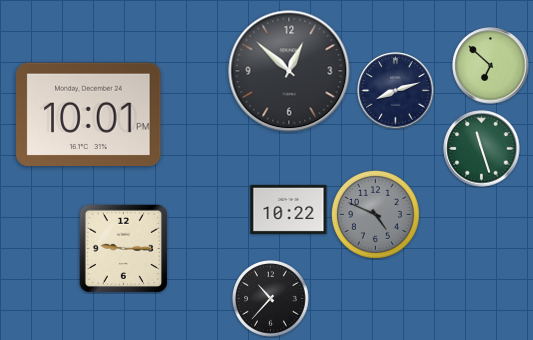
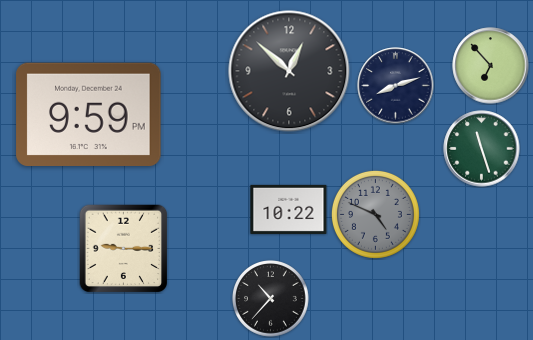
clock at (491, 66): 6:52 -> 6:53
clock at (396, 91) position: (396, 91) -> (396, 86)
clock at (89, 114): 10:01 -> 9:59
